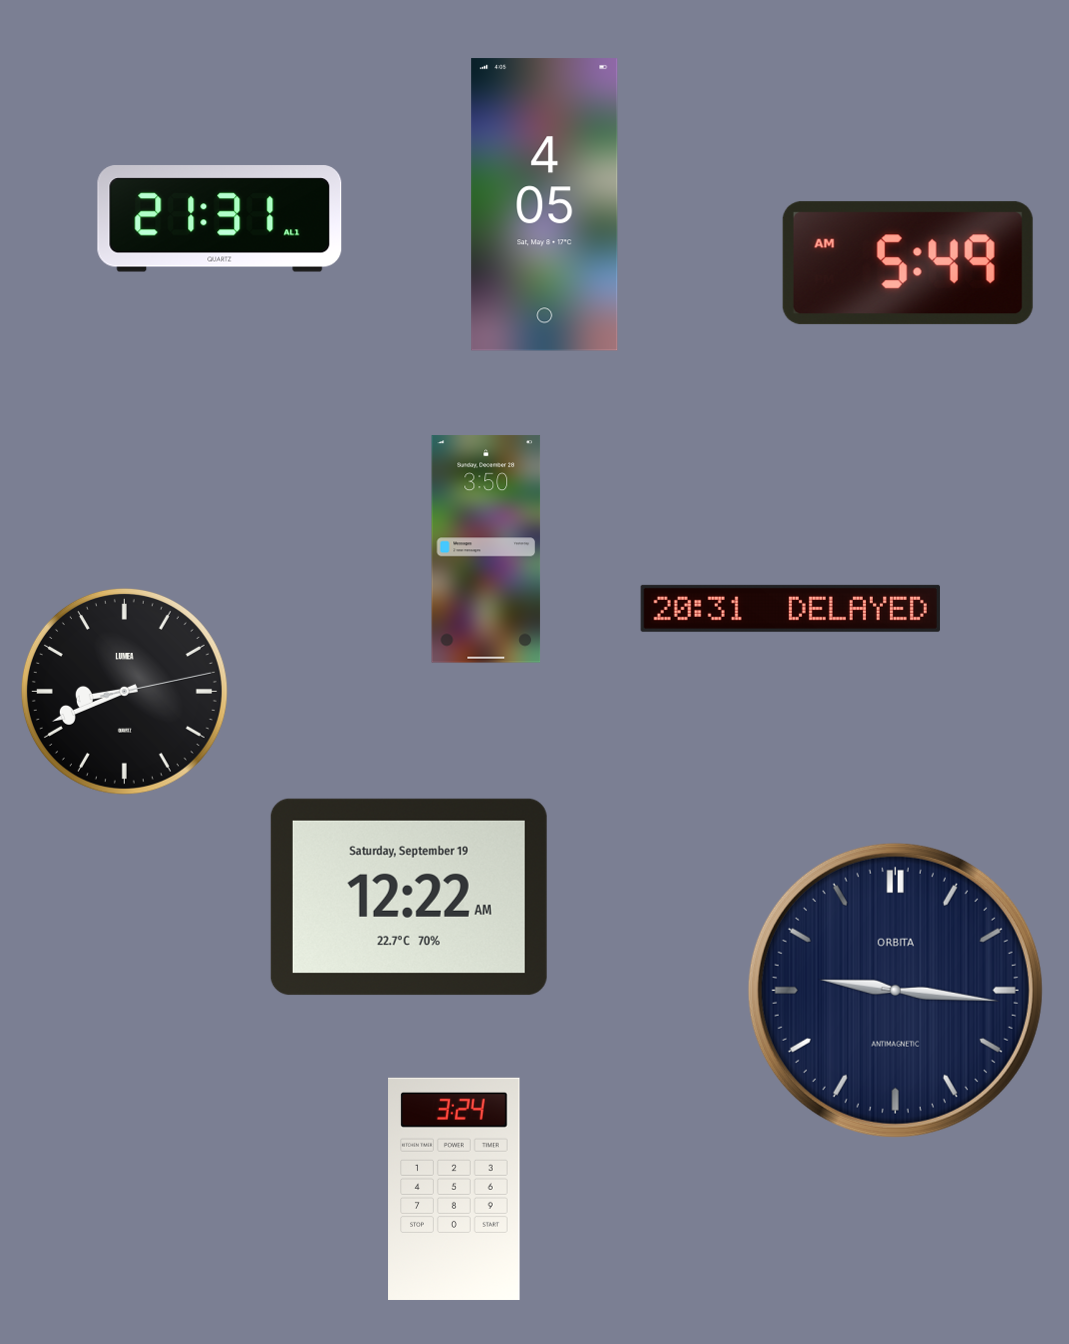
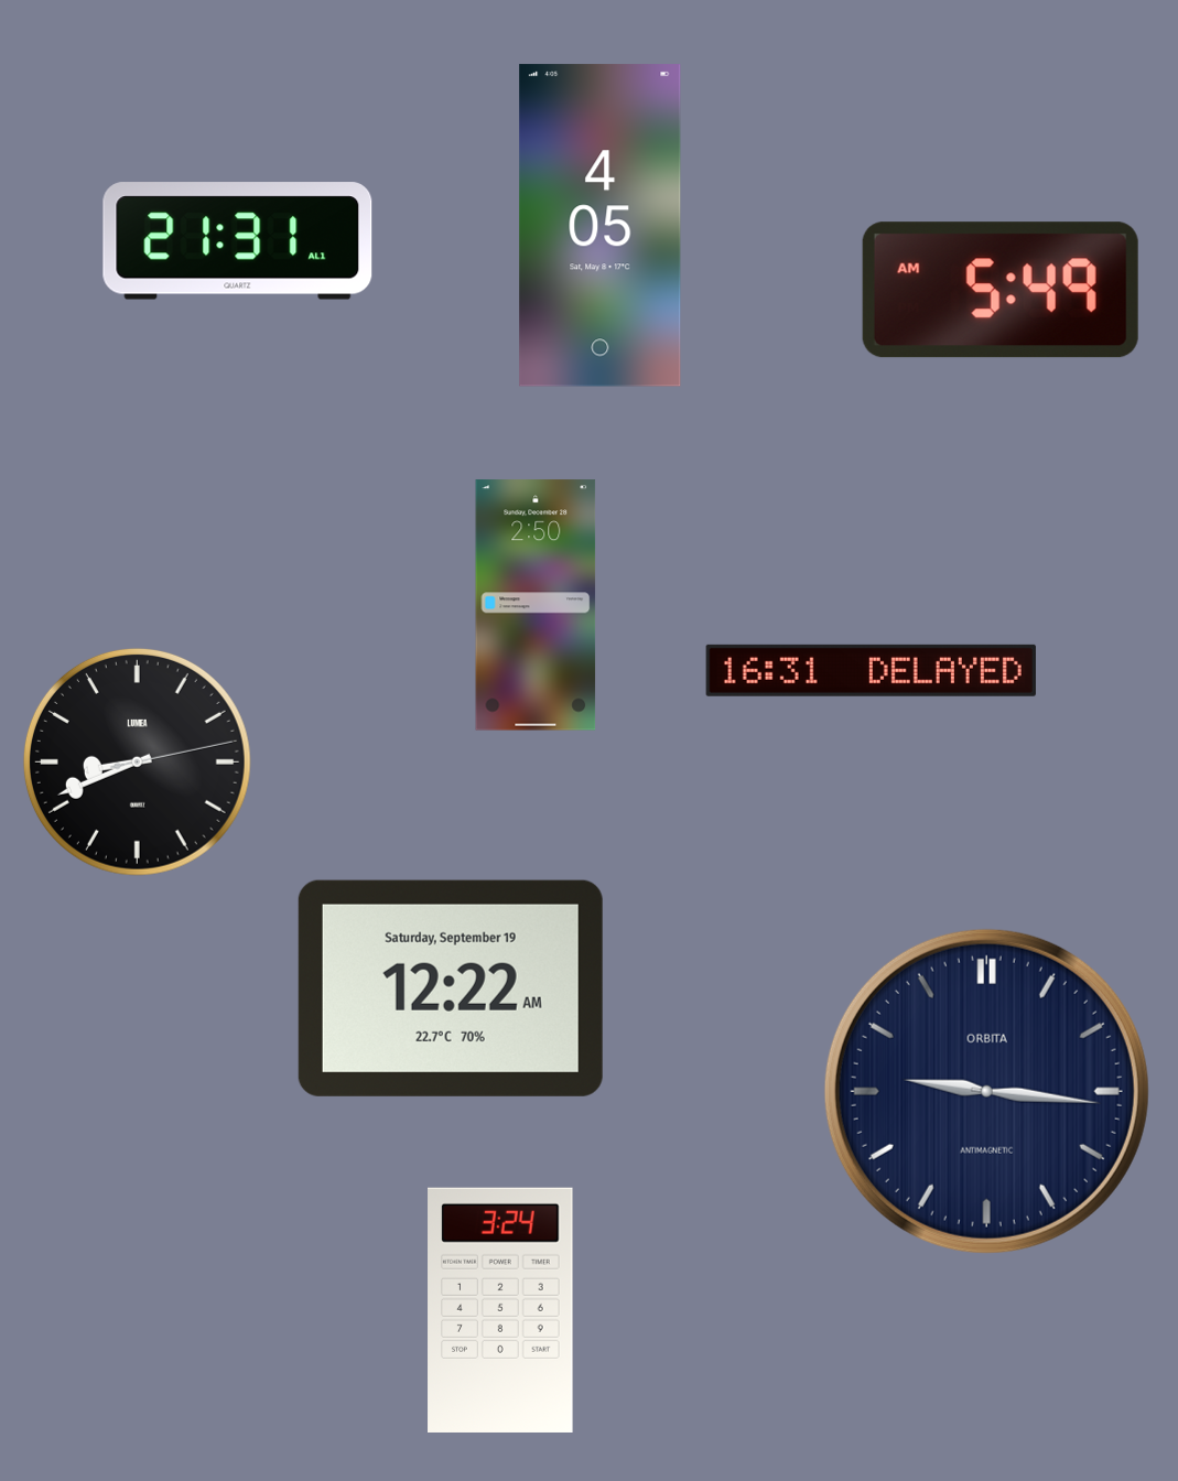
clock at (220, 219) position: (220, 219) -> (238, 241)
clock at (486, 549): 3:50 -> 2:50
clock at (790, 608): 20:31 -> 16:31
